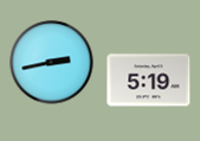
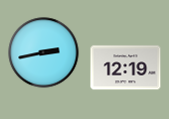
clock at (149, 81): 5:19 -> 12:19
